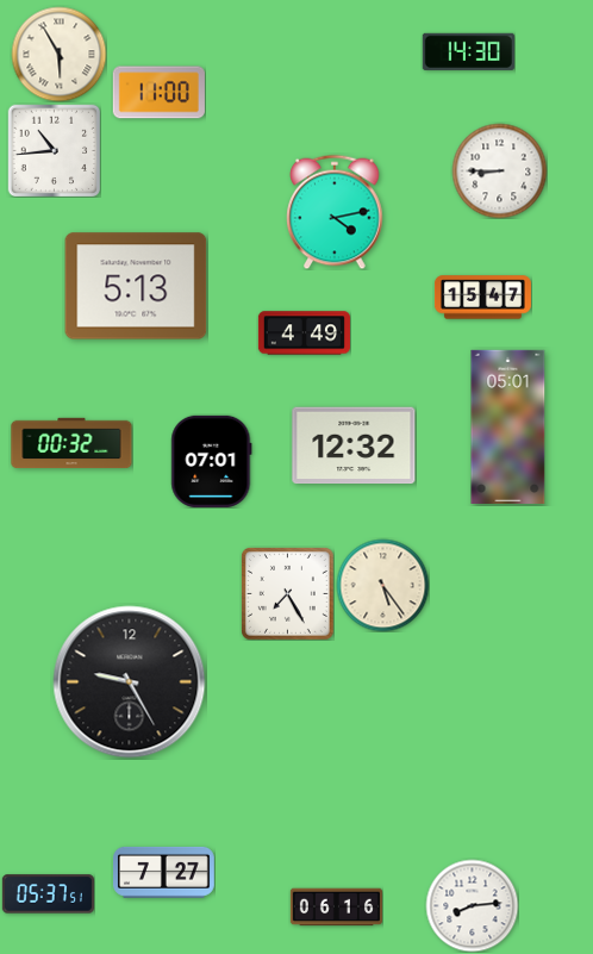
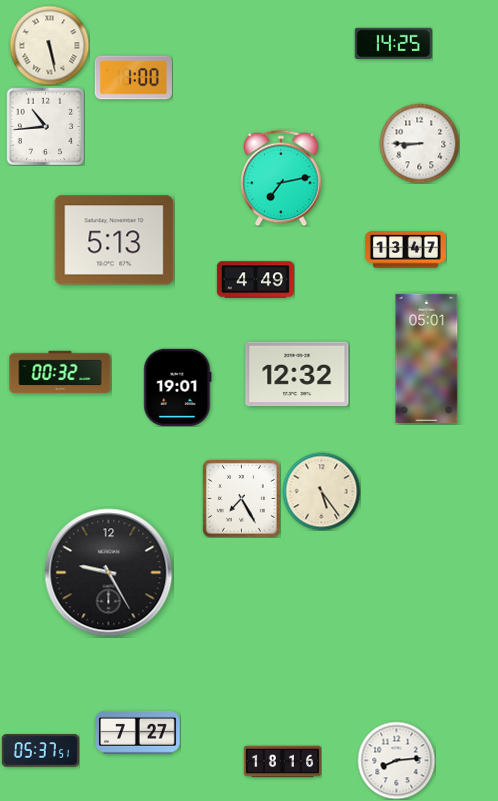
clock at (468, 51): 14:30 -> 14:25
clock at (58, 54): 5:55 -> 5:28
clock at (158, 93): 11:00 -> 1:00
clock at (335, 212): 4:13 -> 7:13
clock at (482, 298): 15:47 -> 13:47
clock at (212, 461): 07:01 -> 19:01
clock at (336, 908): 06:16 -> 18:16
